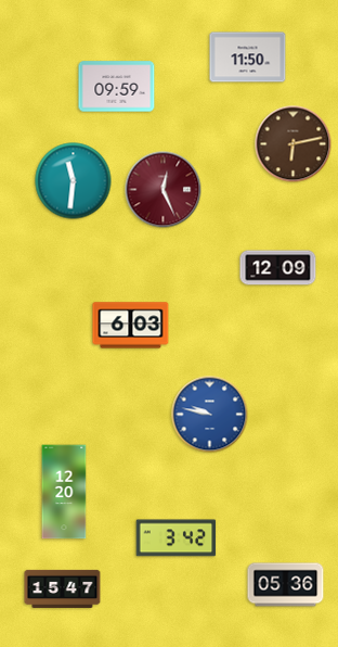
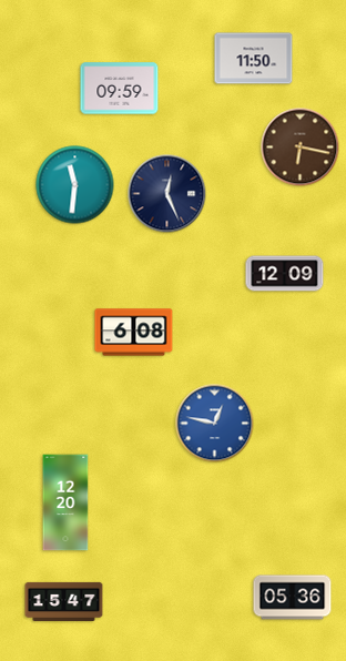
clock at (294, 144): 6:13 -> 6:17
clock at (164, 190) dial: burgundy -> navy
clock at (131, 326): 6:03 -> 6:08
clock at (210, 415): 9:47 -> 12:47
clock at (177, 538): 3:42 -> none
